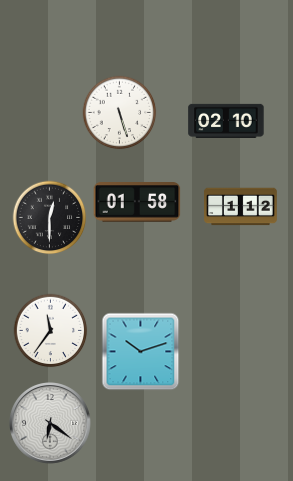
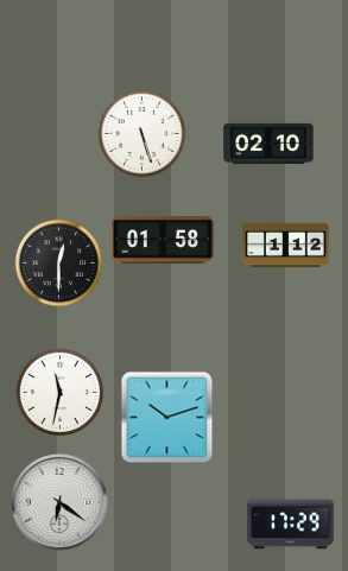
clock at (50, 218) position: (50, 218) -> (59, 264)
clock at (51, 331): 11:36 -> 11:32
clock at (291, 525): none -> 17:29
